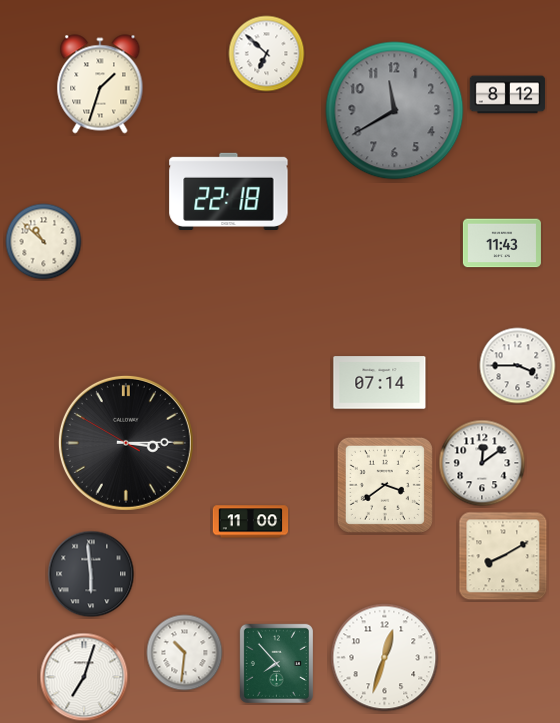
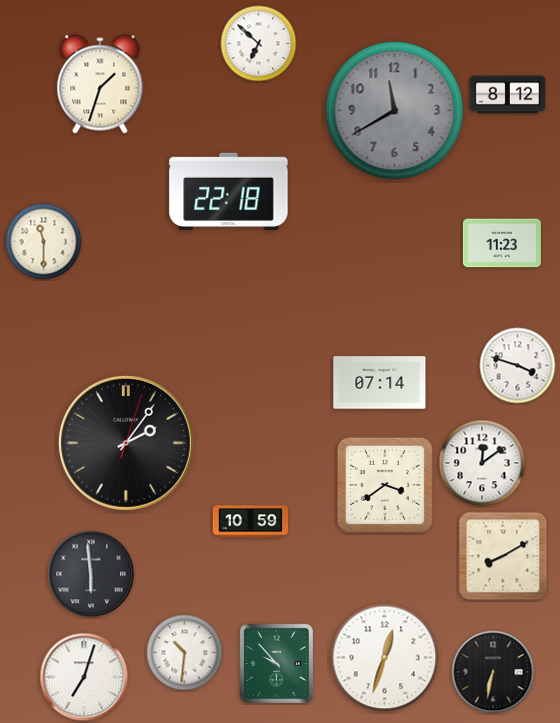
clock at (267, 54) position: (267, 54) -> (259, 44)
clock at (44, 242): 10:52 -> 11:30
clock at (502, 243): 11:43 -> 11:23
clock at (518, 366): 3:45 -> 3:48
clock at (126, 443): 3:14 -> 2:06
clock at (251, 522): 11:00 -> 10:59
clock at (276, 663): 7:53 -> 9:53
clock at (493, 672): none -> 6:32
